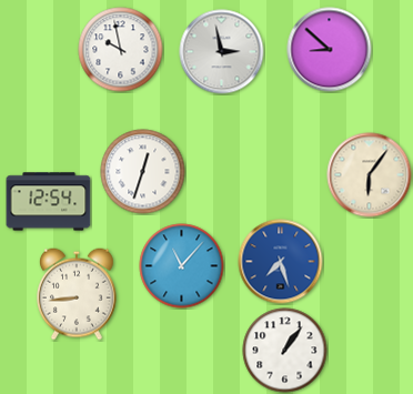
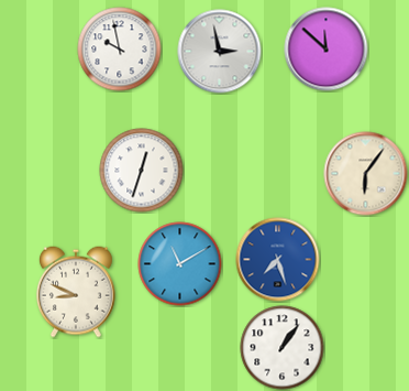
clock at (330, 50): 8:52 -> 11:52
clock at (49, 202): 12:54 -> none
clock at (182, 266): 11:07 -> 11:10
clock at (77, 294): 8:44 -> 8:49
